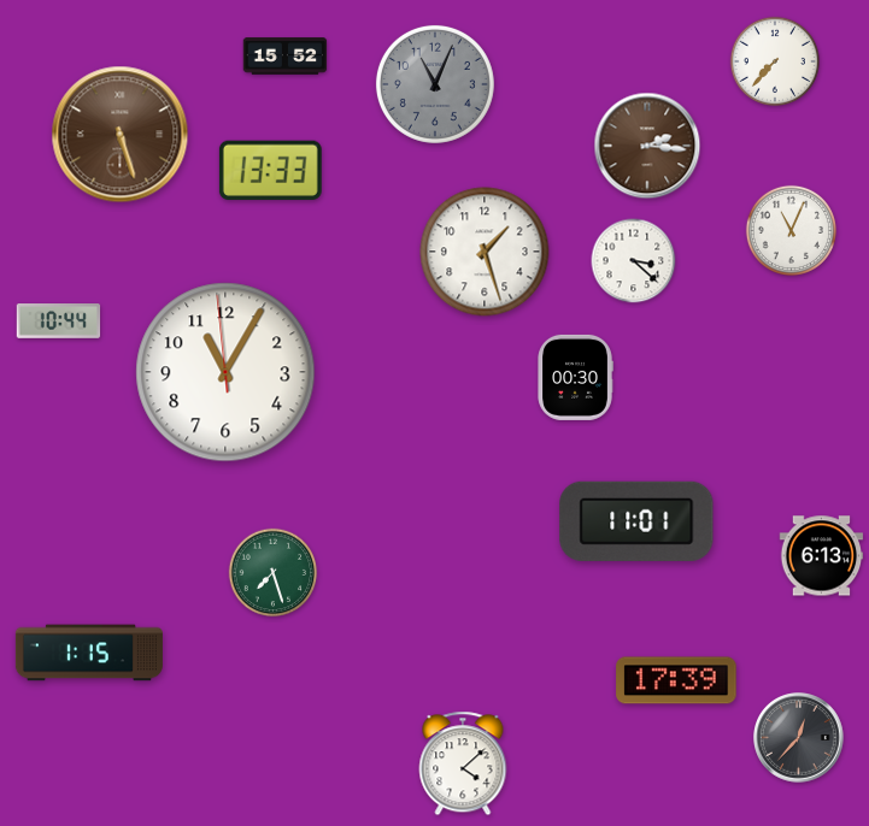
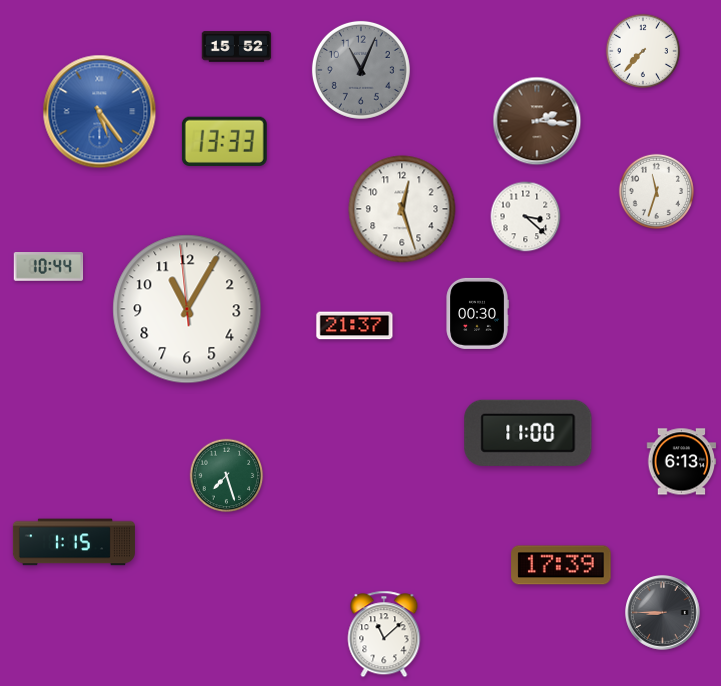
clock at (121, 135): 5:27 -> 5:24
clock at (121, 135) dial: brown -> blue
clock at (791, 230): 11:04 -> 11:33
clock at (485, 252): 1:27 -> 12:27
clock at (355, 326): none -> 21:37
clock at (636, 521): 11:01 -> 11:00
clock at (799, 738): 12:37 -> 8:45
clock at (463, 763): 4:08 -> 11:08
